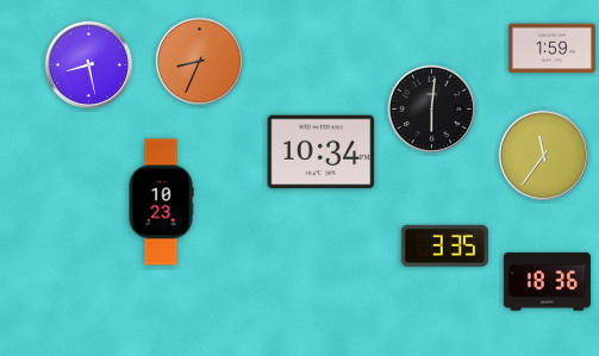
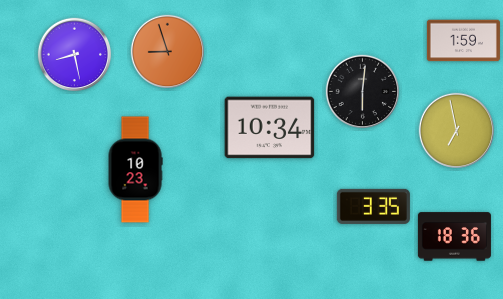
clock at (200, 62): 8:34 -> 8:57
clock at (544, 155): 11:36 -> 6:58
clock at (547, 282) position: (547, 282) -> (454, 237)
